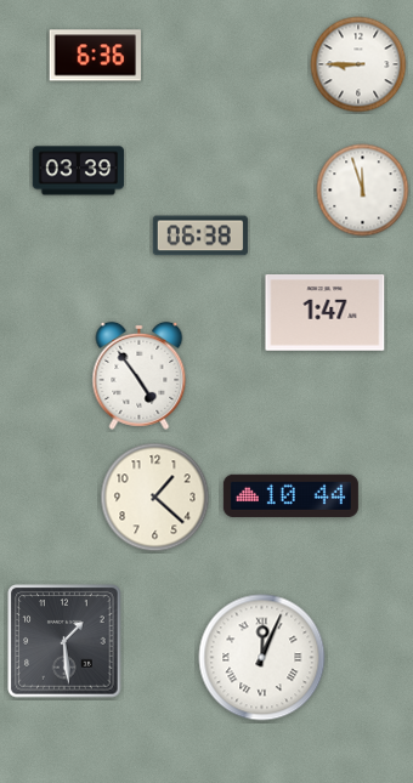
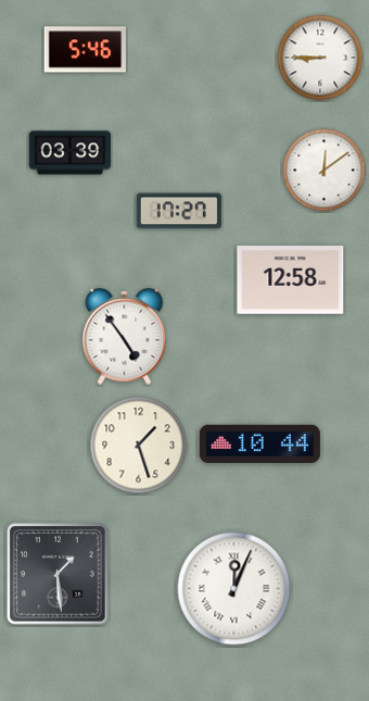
clock at (95, 56): 6:36 -> 5:46
clock at (363, 191): 11:57 -> 12:09
clock at (200, 236): 06:38 -> 17:27
clock at (326, 313): 1:47 -> 12:58
clock at (155, 498): 1:22 -> 1:27
